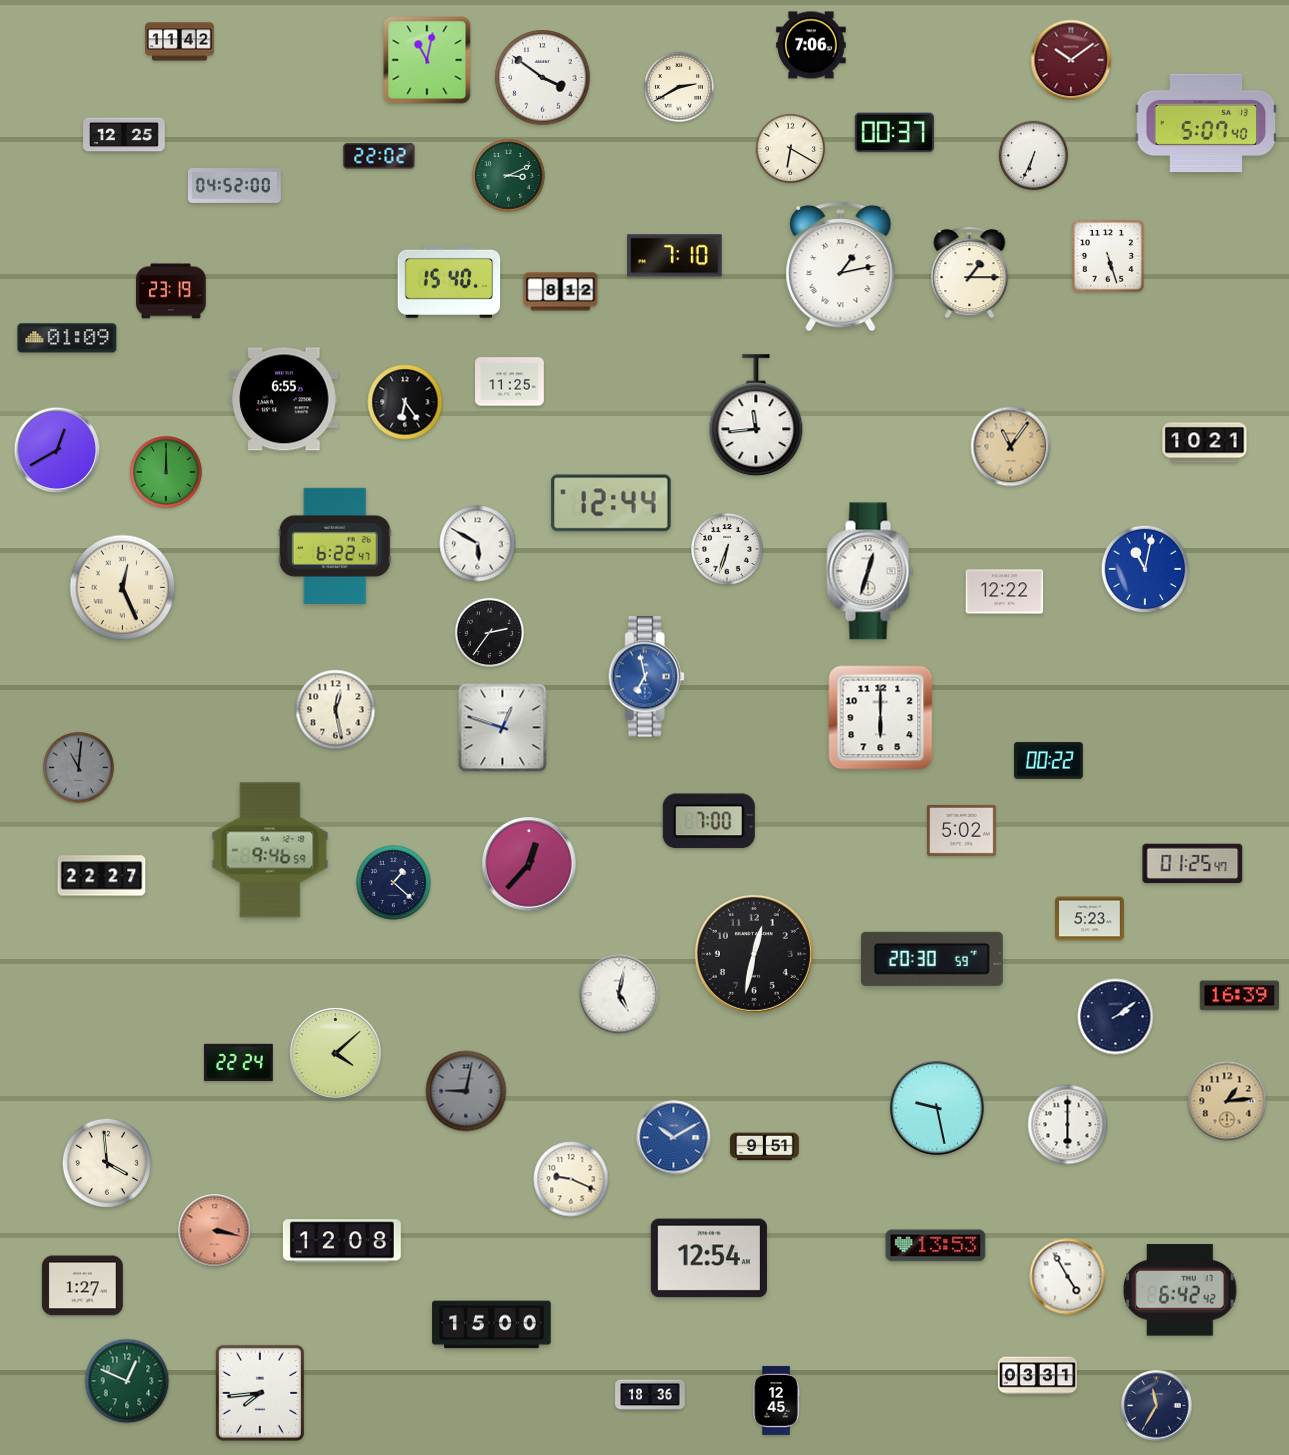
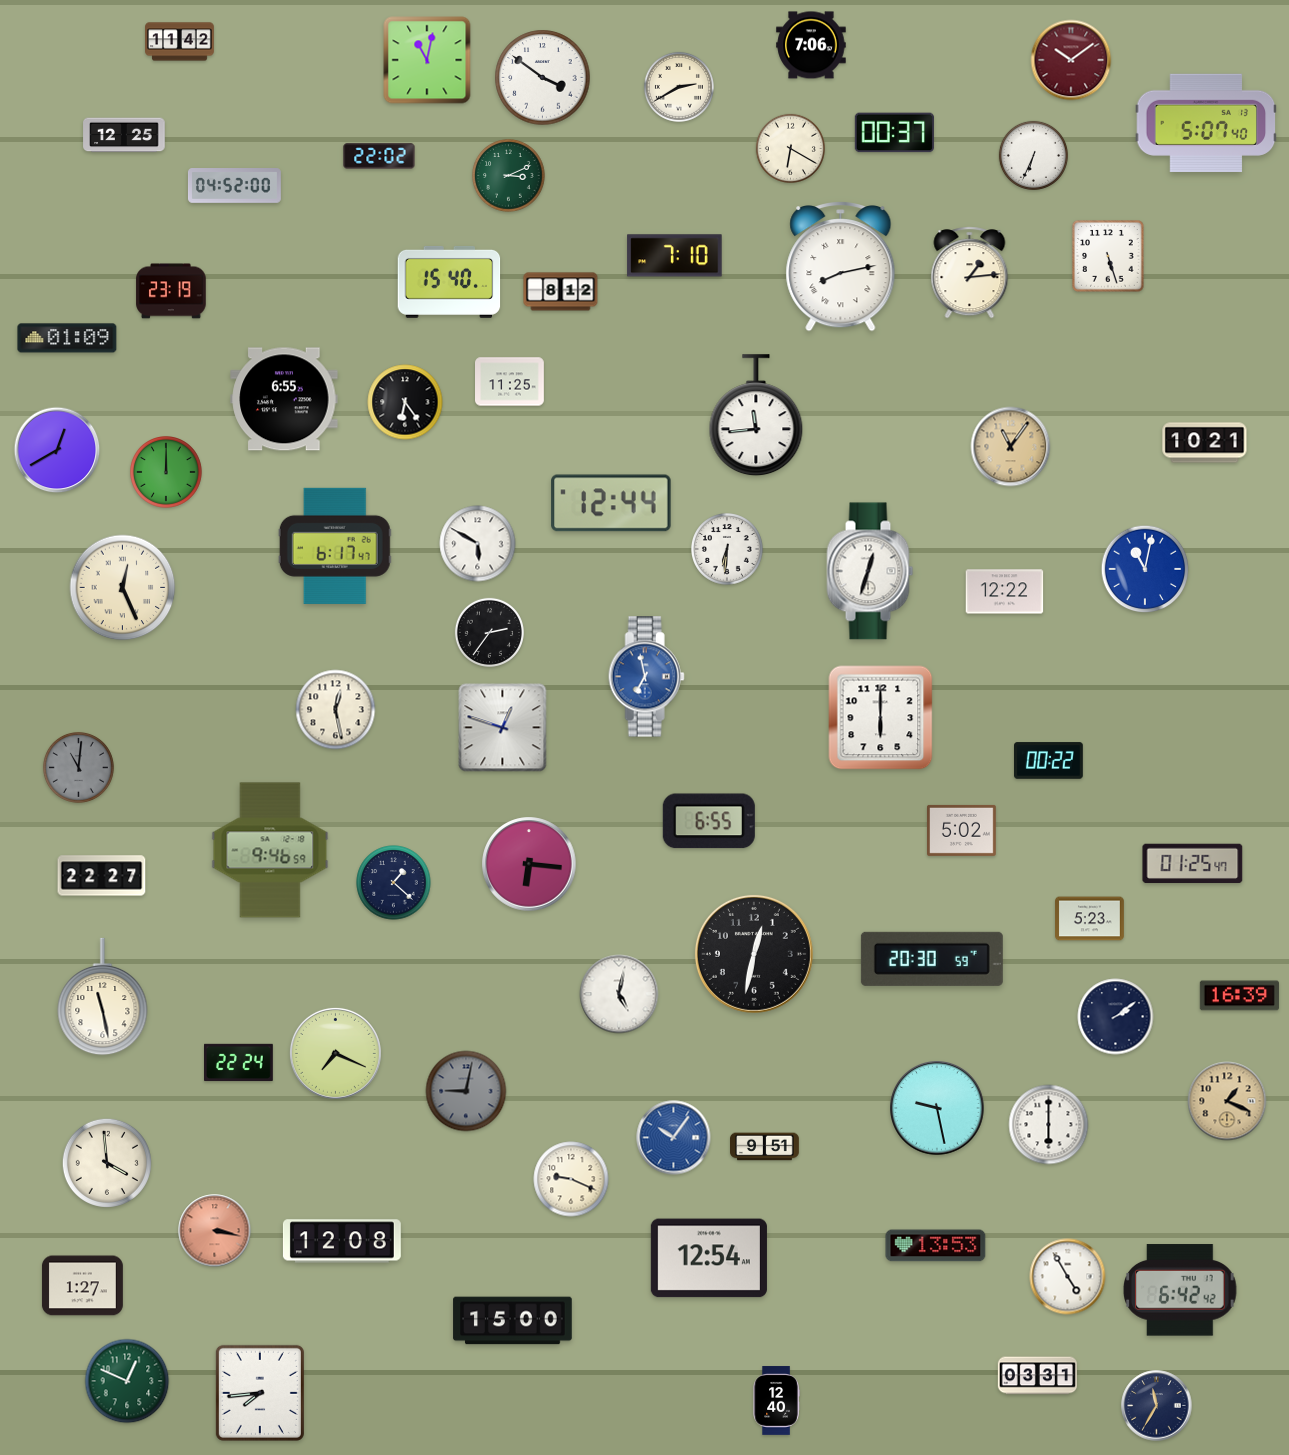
clock at (841, 267): 1:13 -> 8:13
clock at (970, 273): 1:15 -> 1:14
clock at (335, 546): 6:22 -> 6:17
clock at (728, 550): 6:33 -> 6:31
clock at (709, 821): 7:00 -> 6:55
clock at (529, 864): 12:37 -> 6:16
clock at (103, 997): none -> 11:28
clock at (335, 1053): 4:08 -> 7:19
clock at (1227, 1101): 1:14 -> 1:19
clock at (1068, 1125) position: (1068, 1125) -> (1049, 1125)
clock at (674, 1138): 10:10 -> 10:06
clock at (492, 1325) position: (492, 1325) -> (513, 1321)
clock at (650, 1395): 18:36 -> none
clock at (776, 1401): 12:45 -> 12:40
